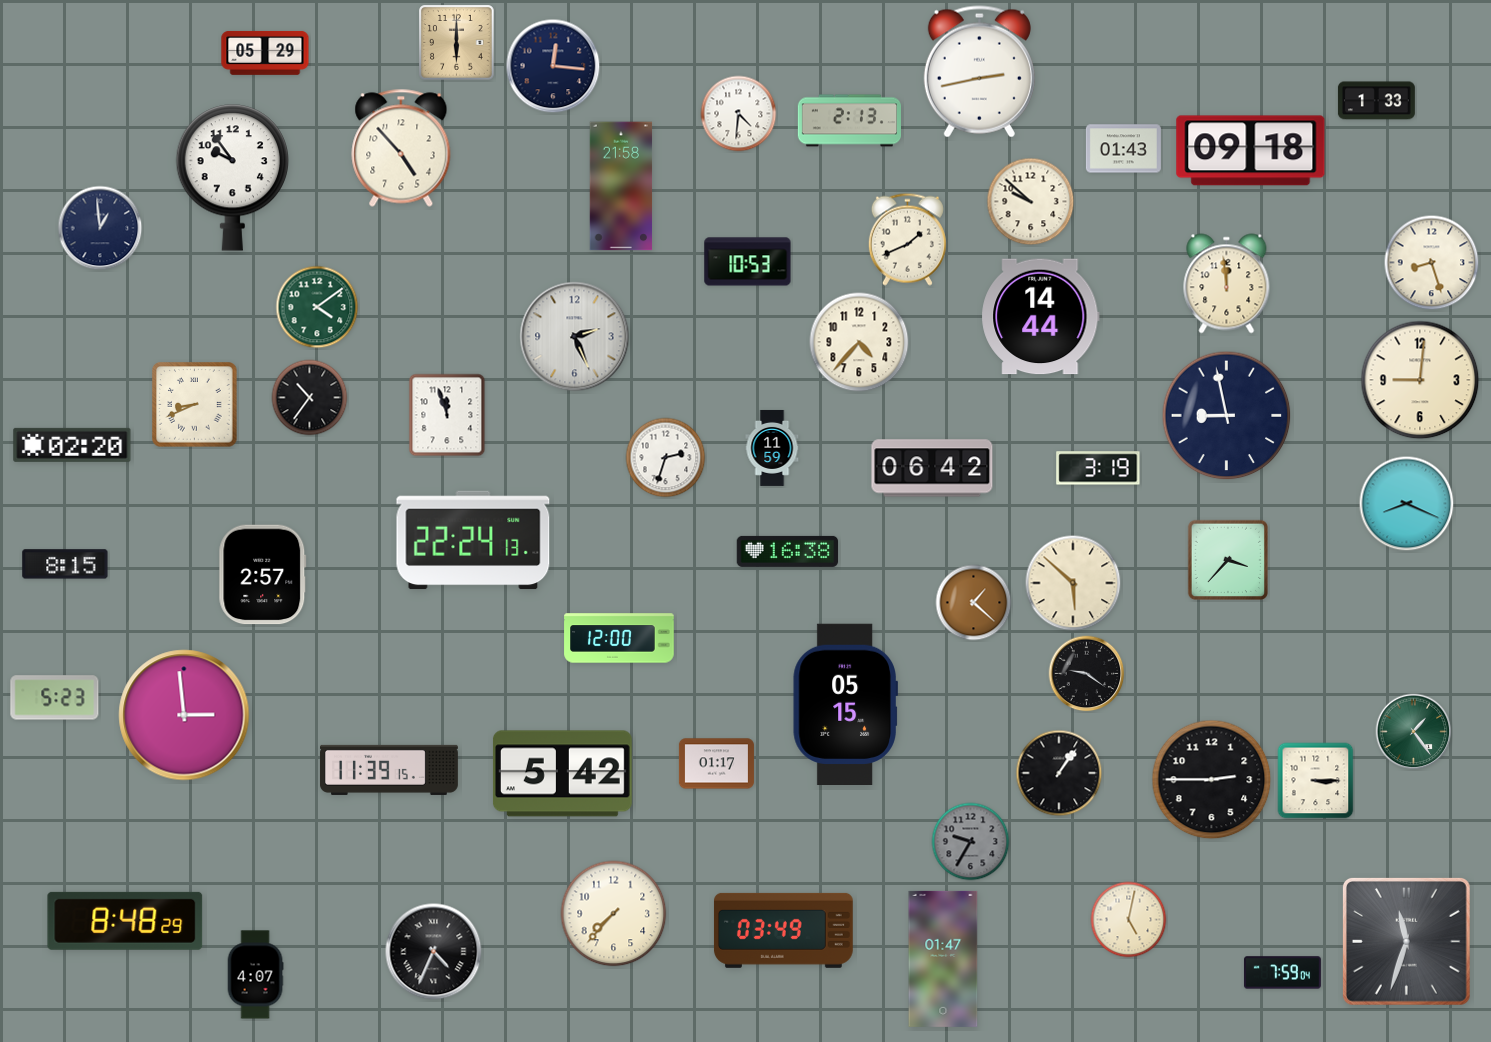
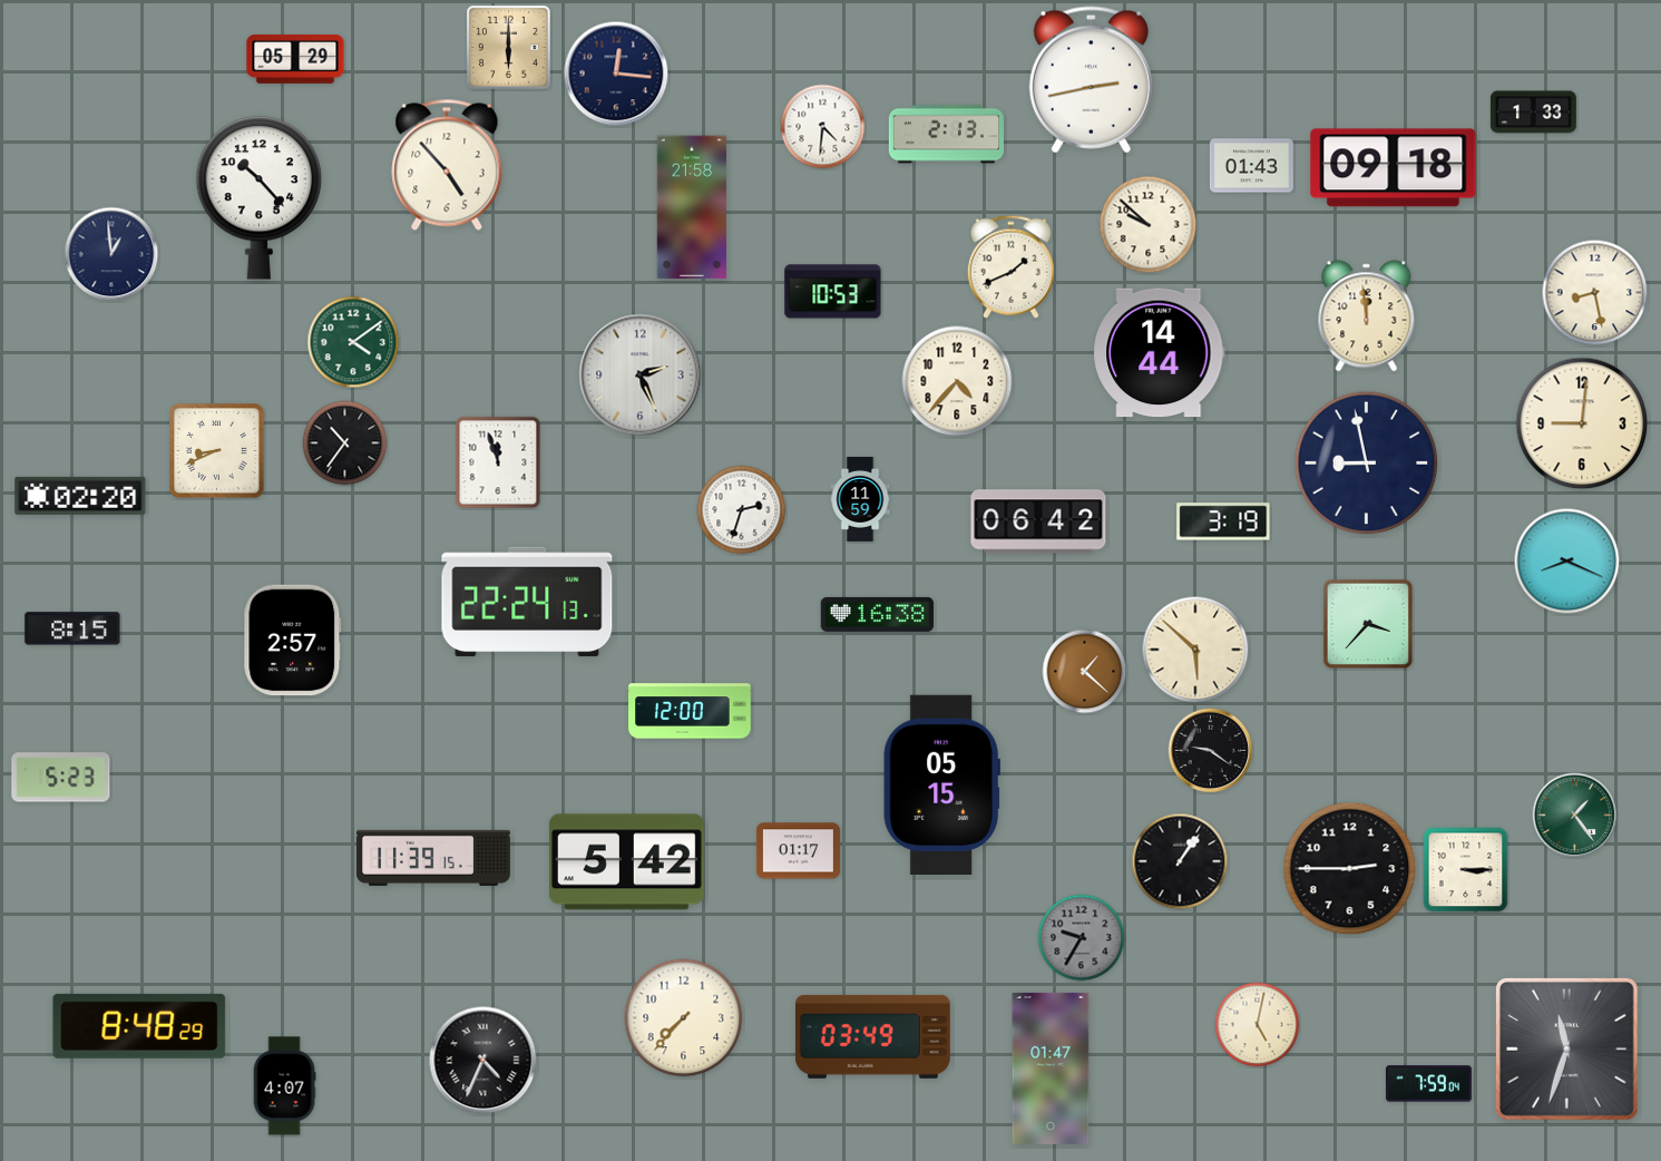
clock at (232, 178): 9:54 -> 10:23
clock at (1432, 263): 8:27 -> 8:28
clock at (184, 715): 2:59 -> none
